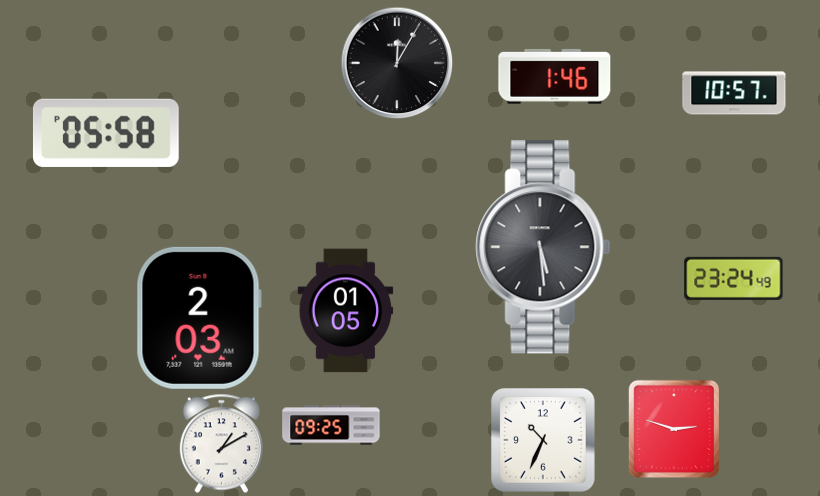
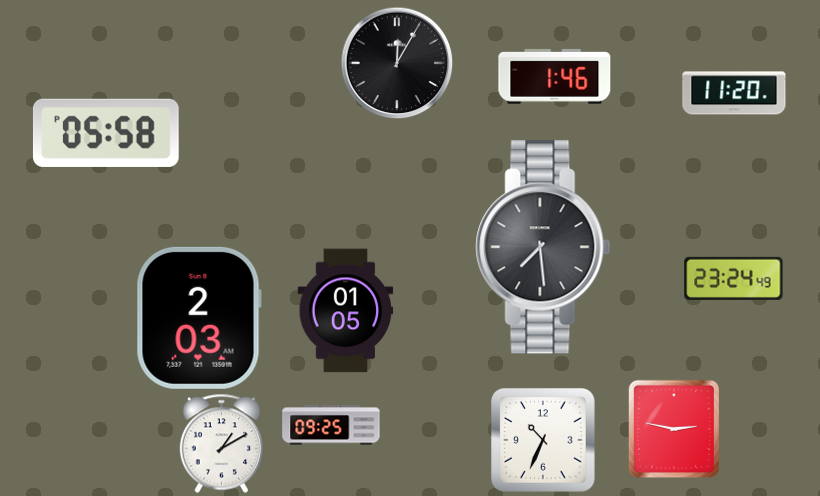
clock at (734, 93): 10:57 -> 11:20
clock at (543, 247): 5:29 -> 7:29
clock at (673, 428): 2:48 -> 2:47
